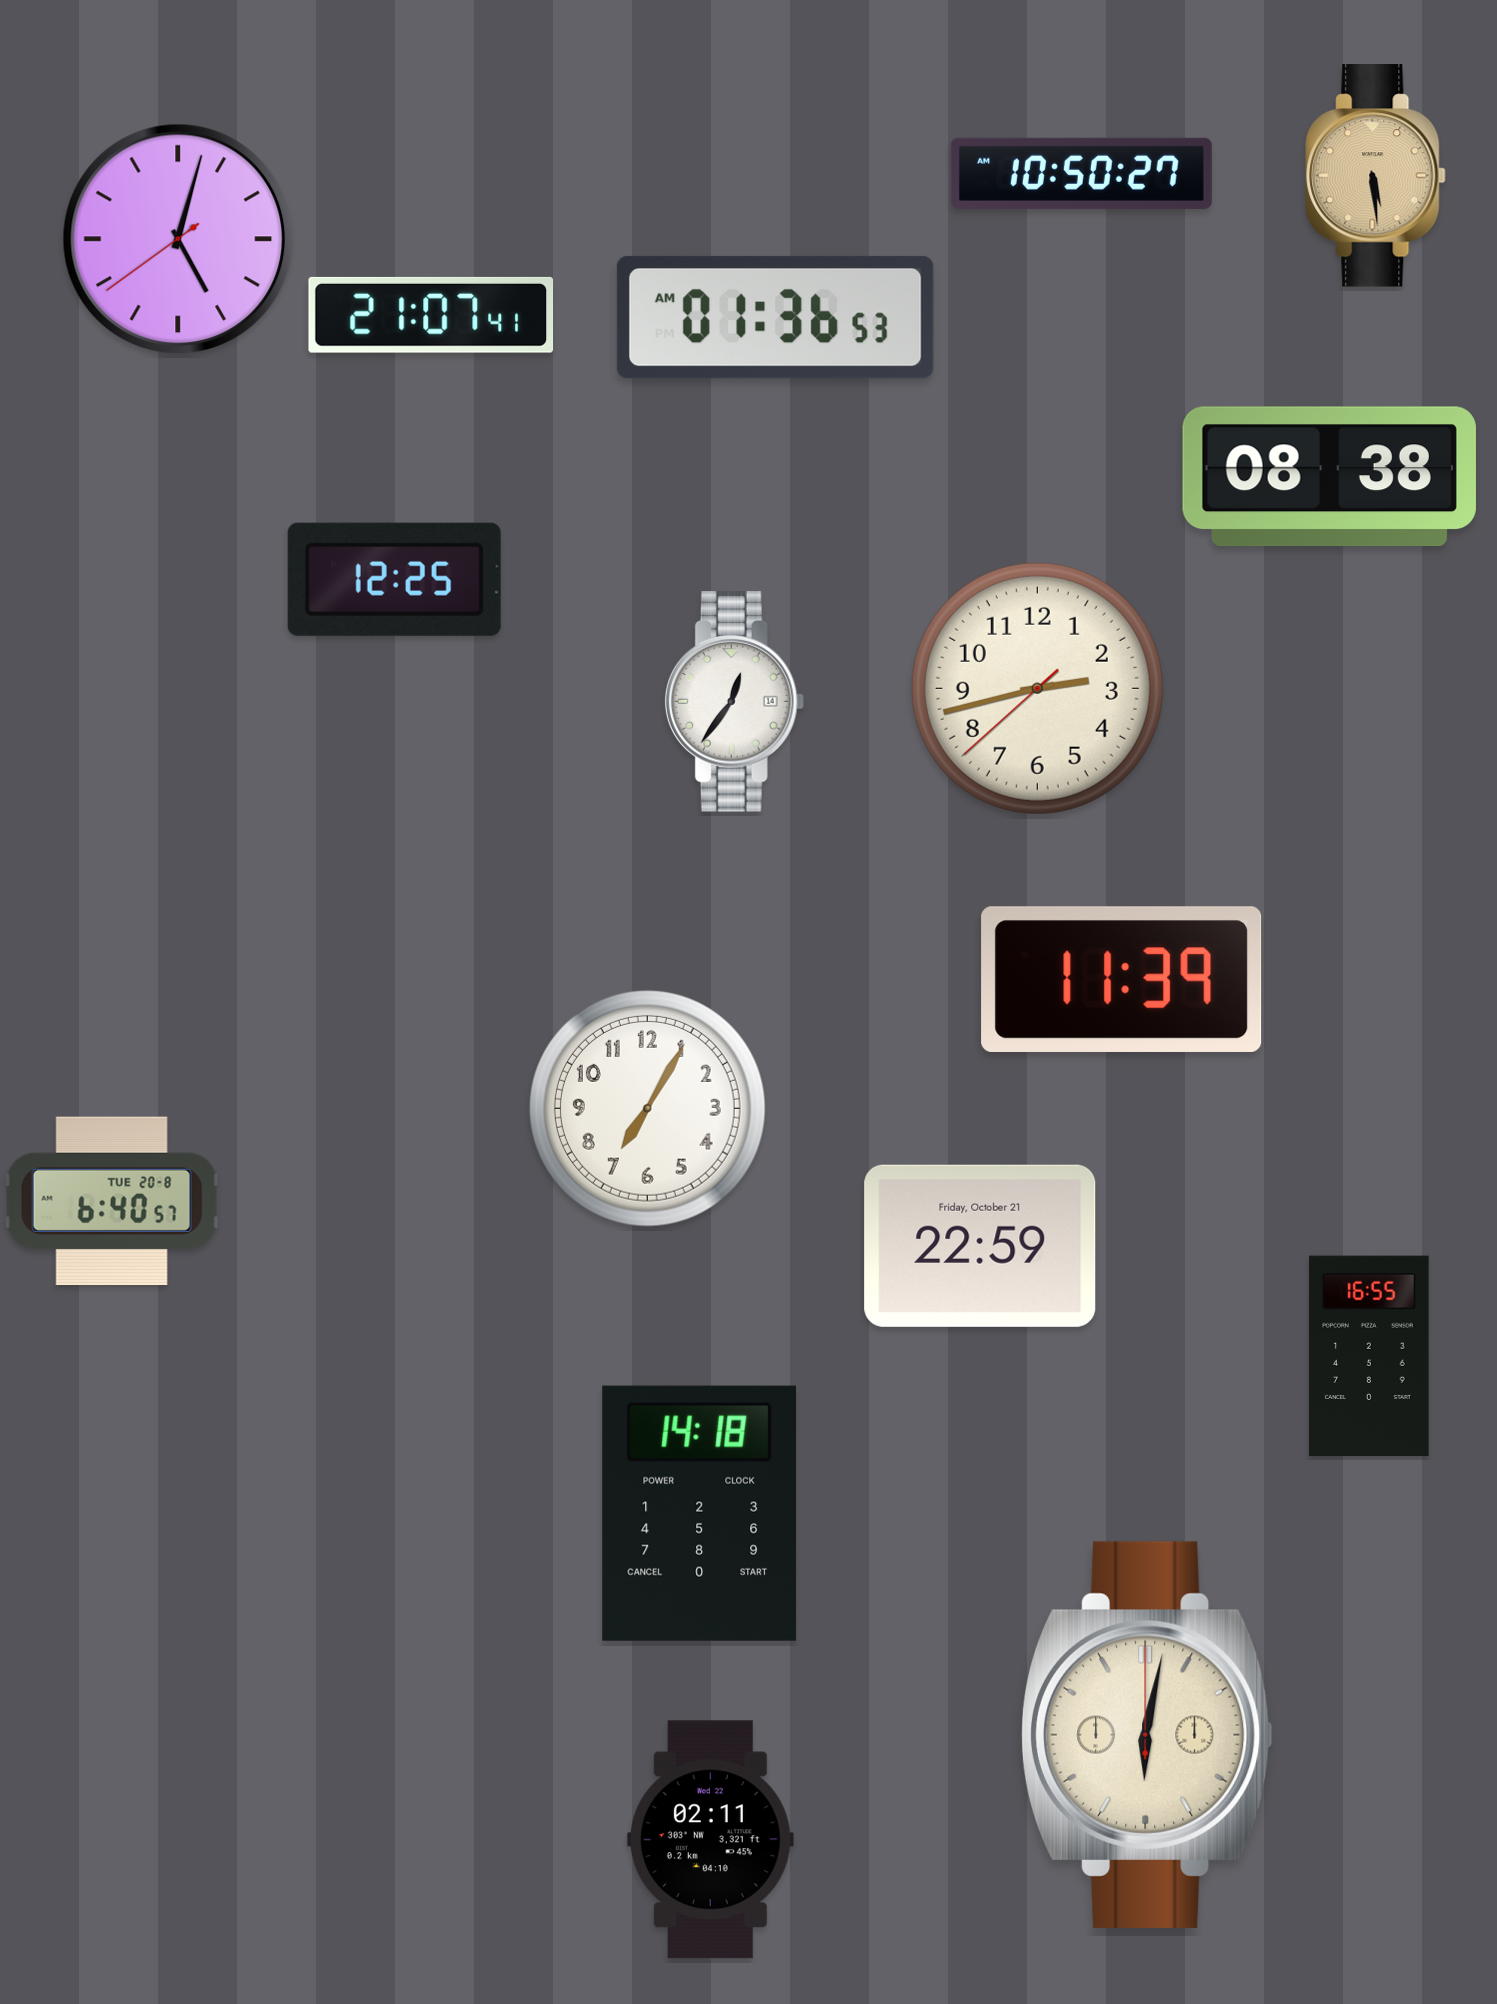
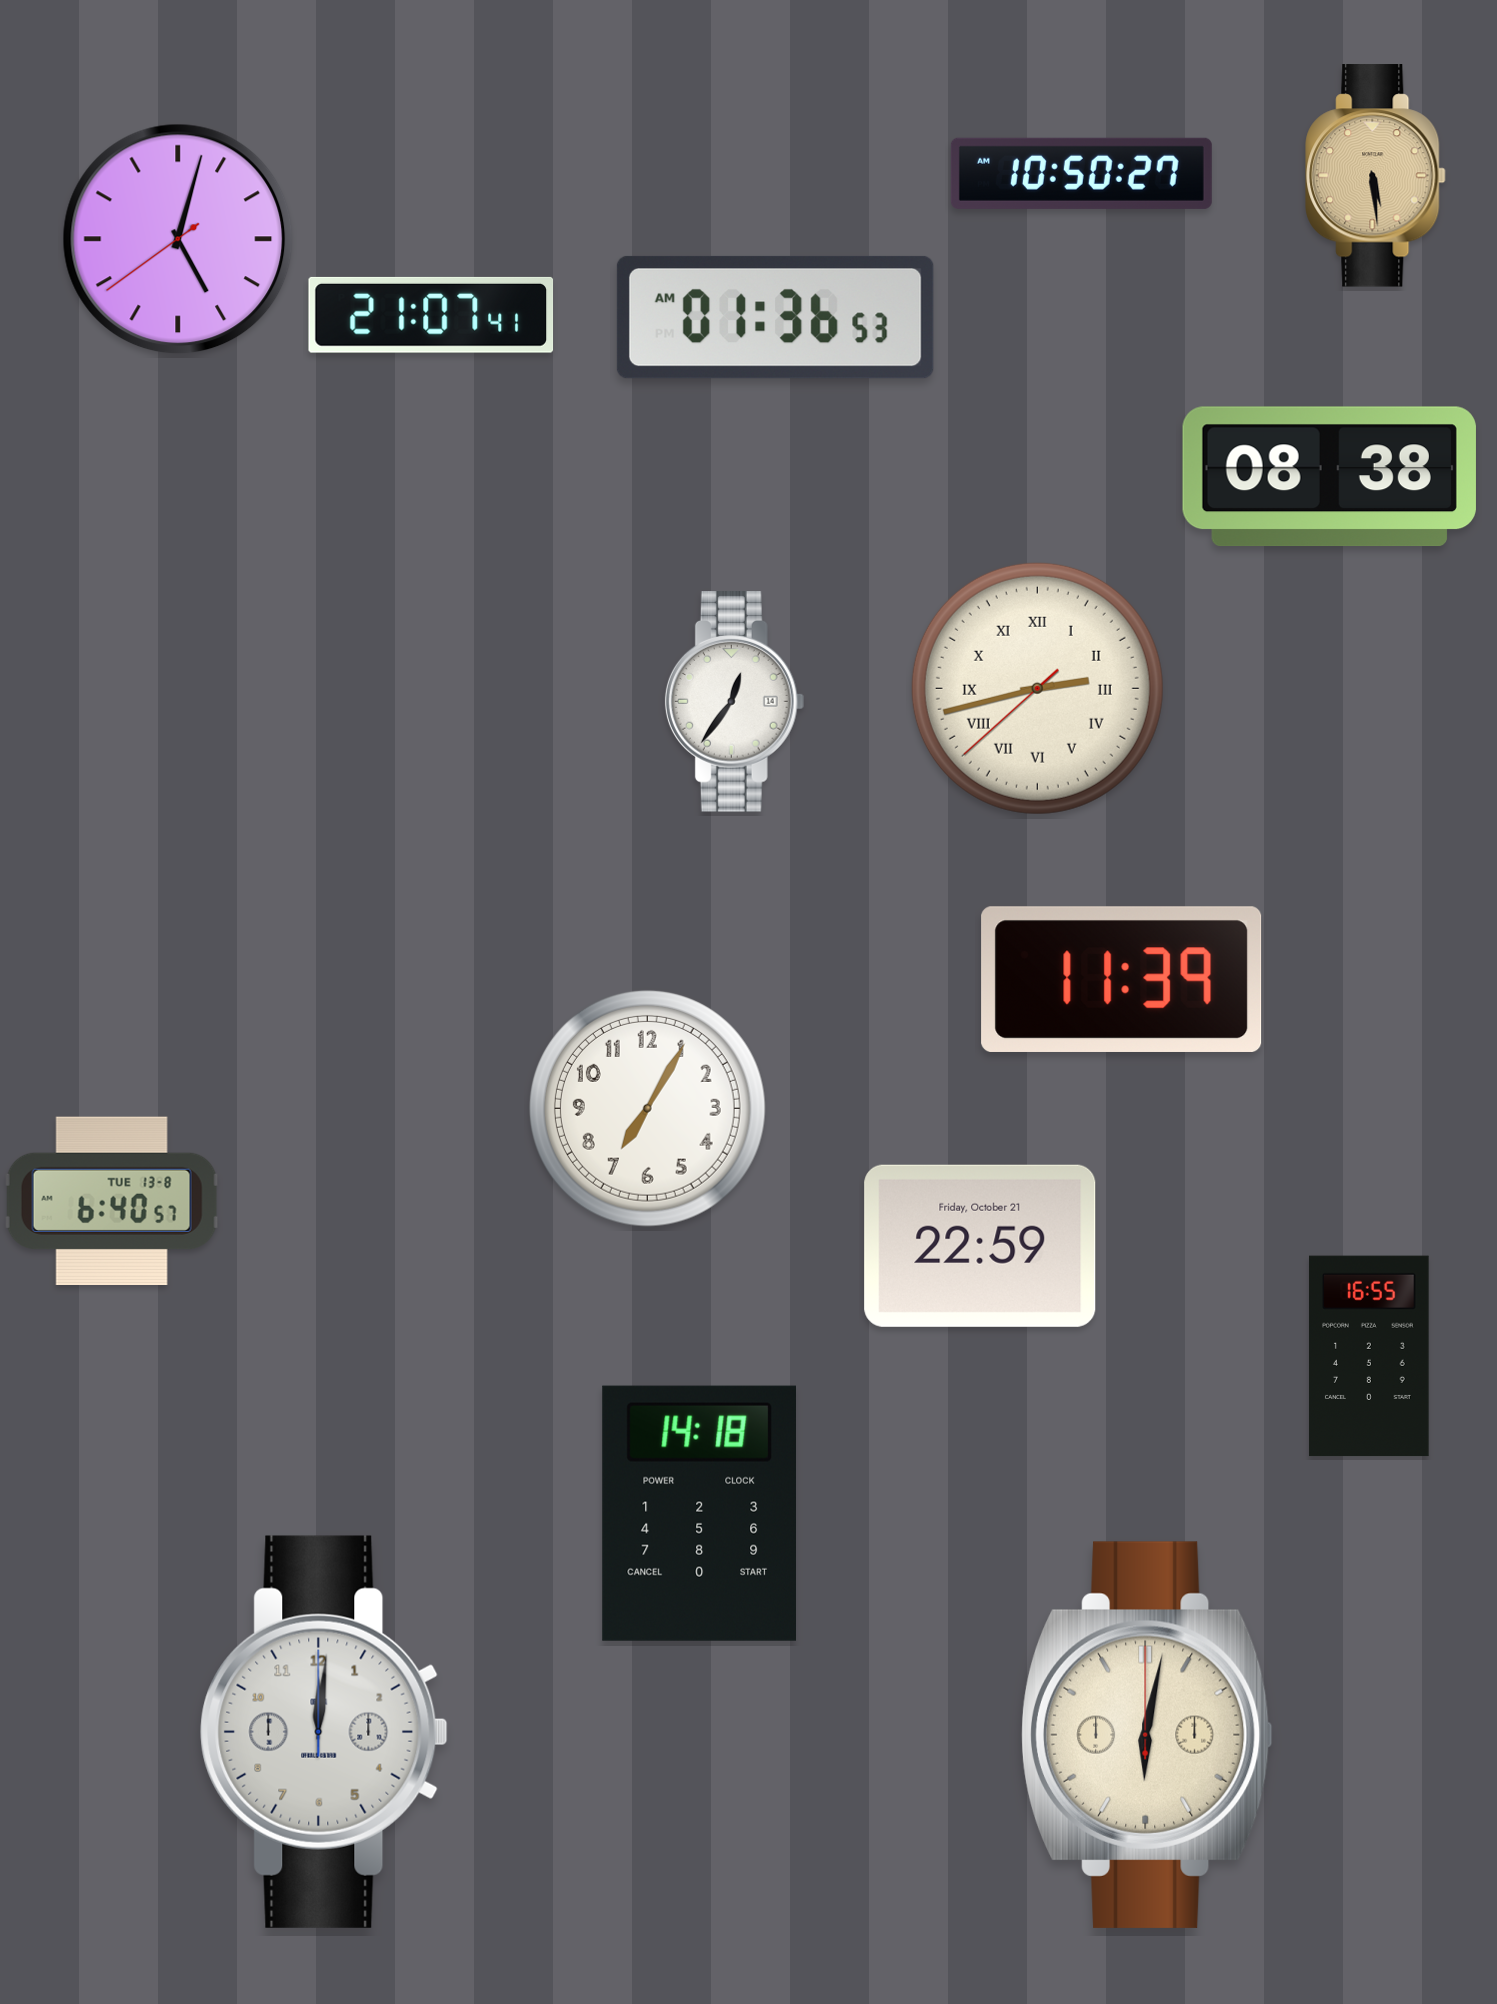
clock at (394, 579): 12:25 -> none
clock at (1037, 688) numerals: Arabic -> Roman
clock at (112, 1200) date: TUE 20-8 -> TUE 13-8
clock at (324, 1732): none -> 12:01
clock at (710, 1840): 02:11 -> none
